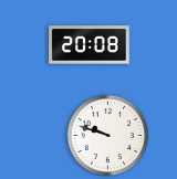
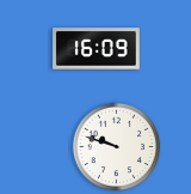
clock at (90, 45): 20:08 -> 16:09
